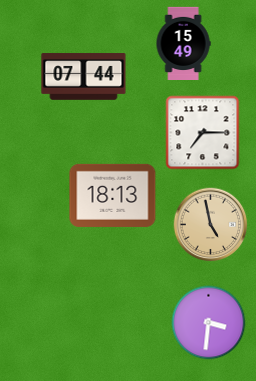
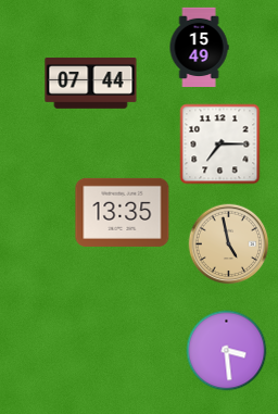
clock at (113, 195): 18:13 -> 13:35
clock at (209, 323): 3:31 -> 3:29
